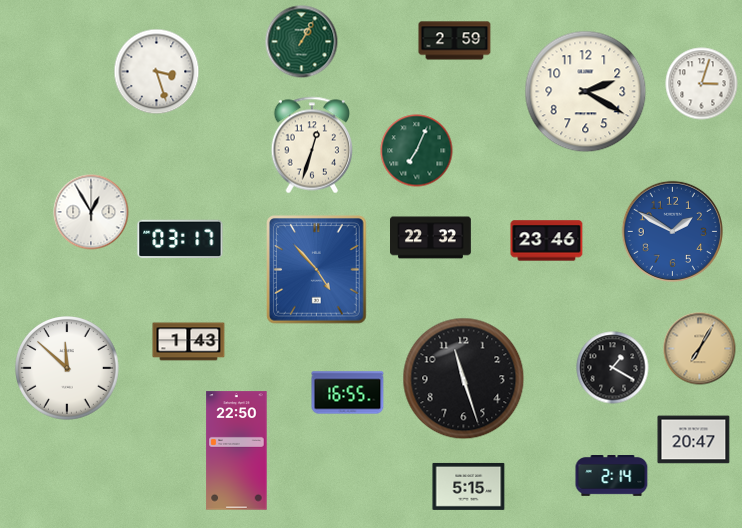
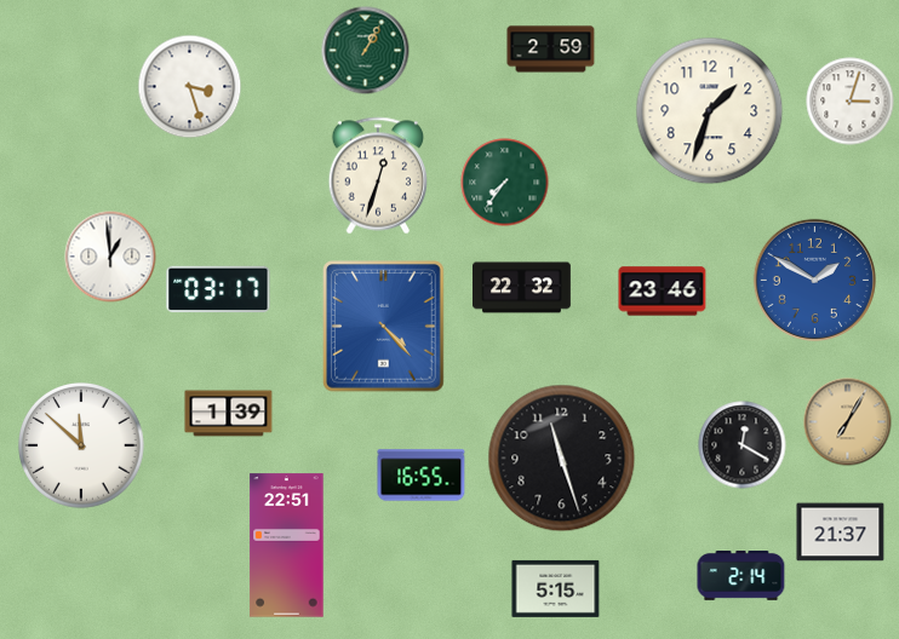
clock at (586, 92): 2:20 -> 1:33
clock at (417, 151): 7:04 -> 7:36
clock at (91, 212): 12:55 -> 12:59
clock at (317, 270): 4:53 -> 4:23
clock at (189, 342): 1:43 -> 1:39
clock at (613, 368): 1:20 -> 12:20
clock at (694, 440): 20:47 -> 21:37
clock at (237, 451): 22:50 -> 22:51
clock at (469, 486) position: (469, 486) -> (556, 588)
